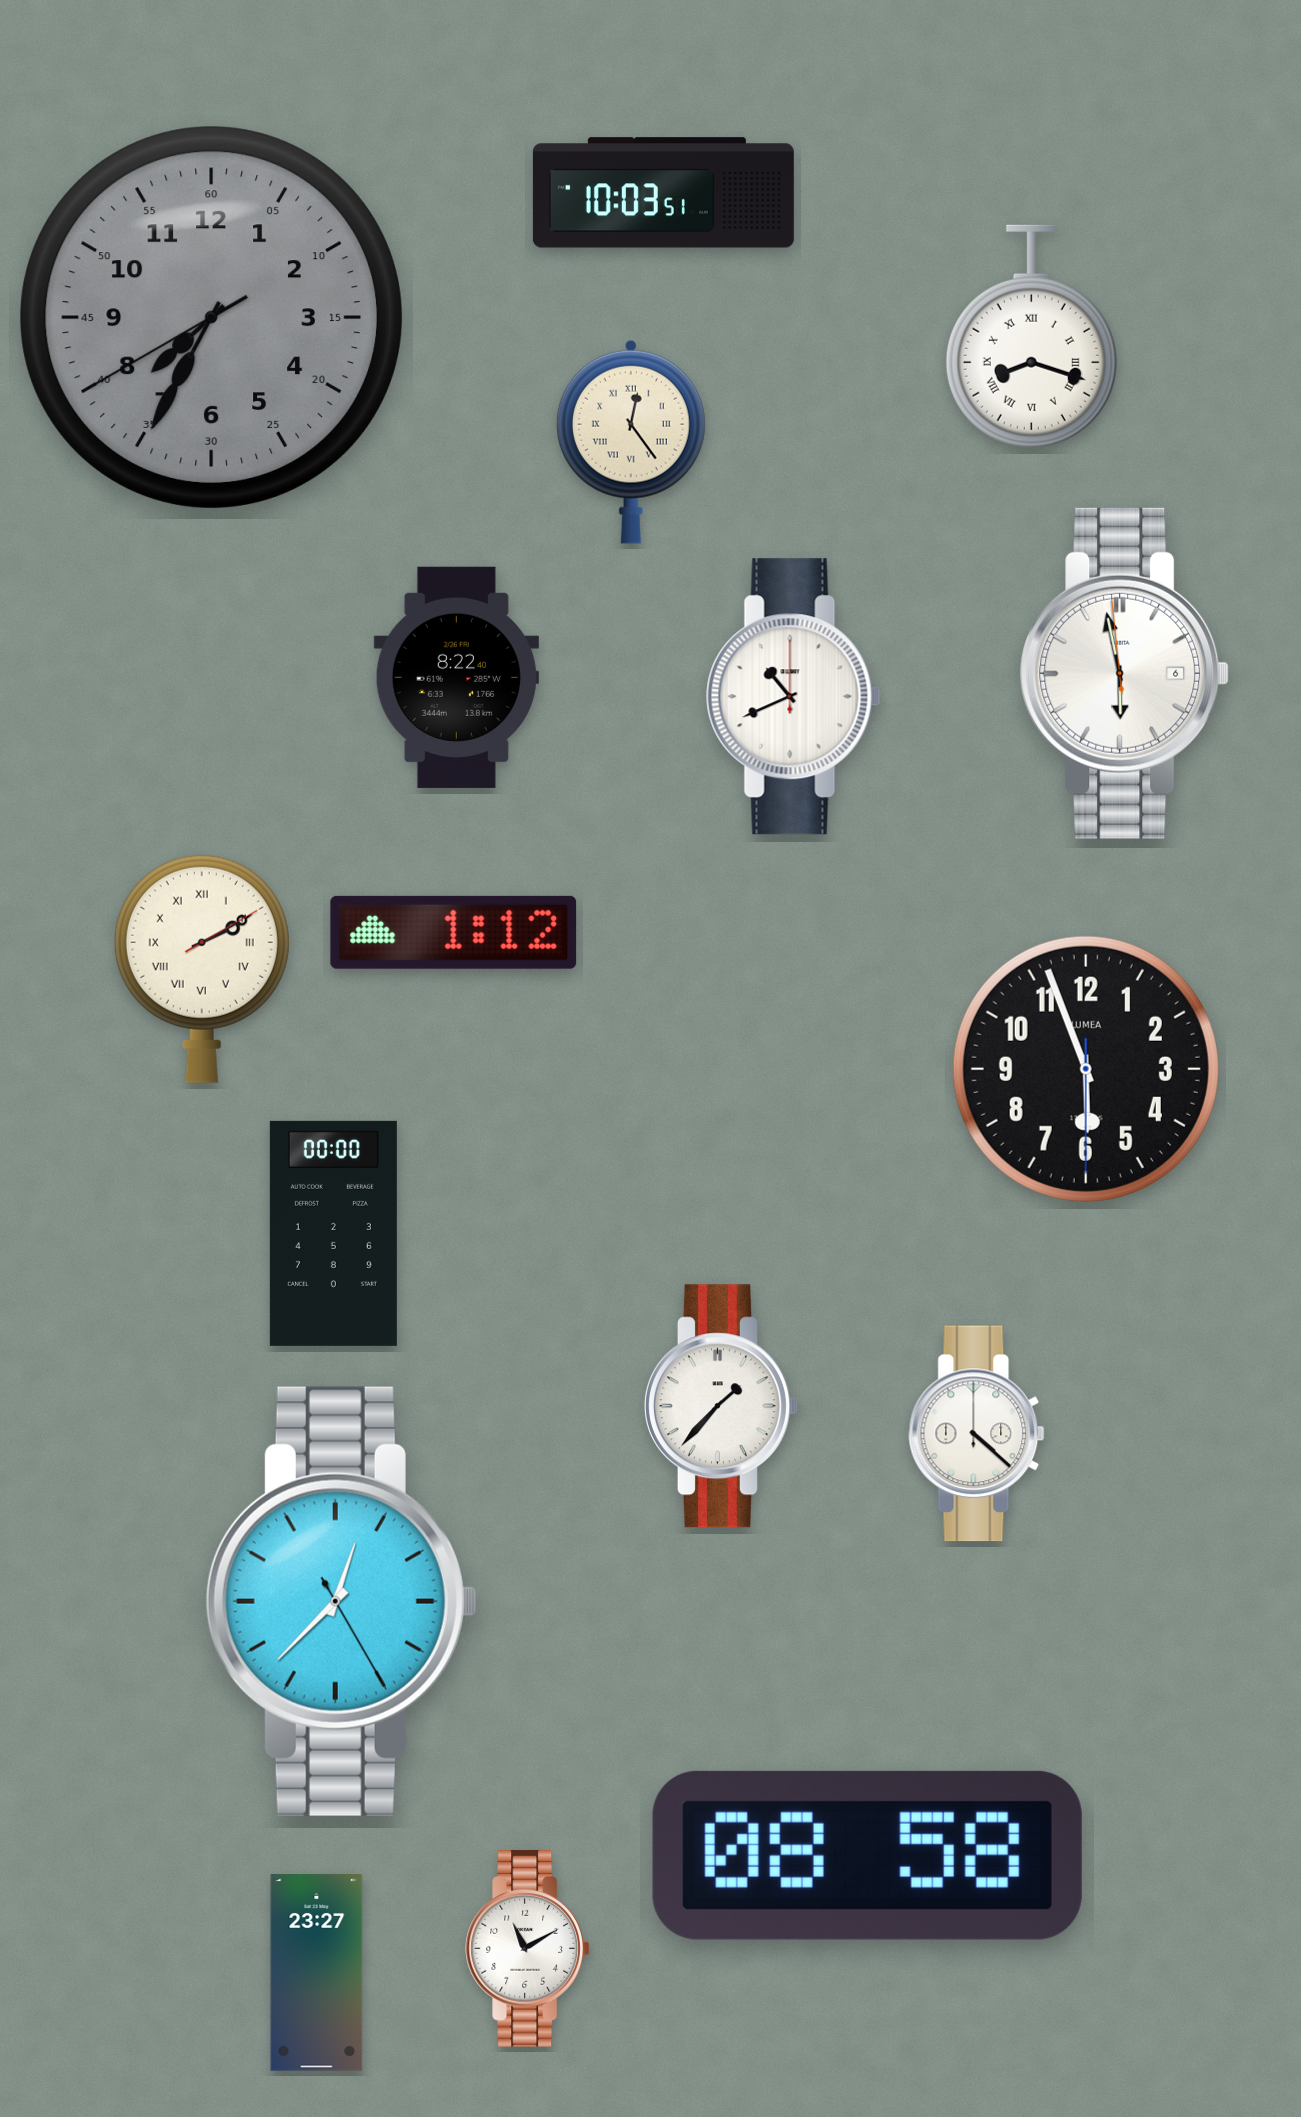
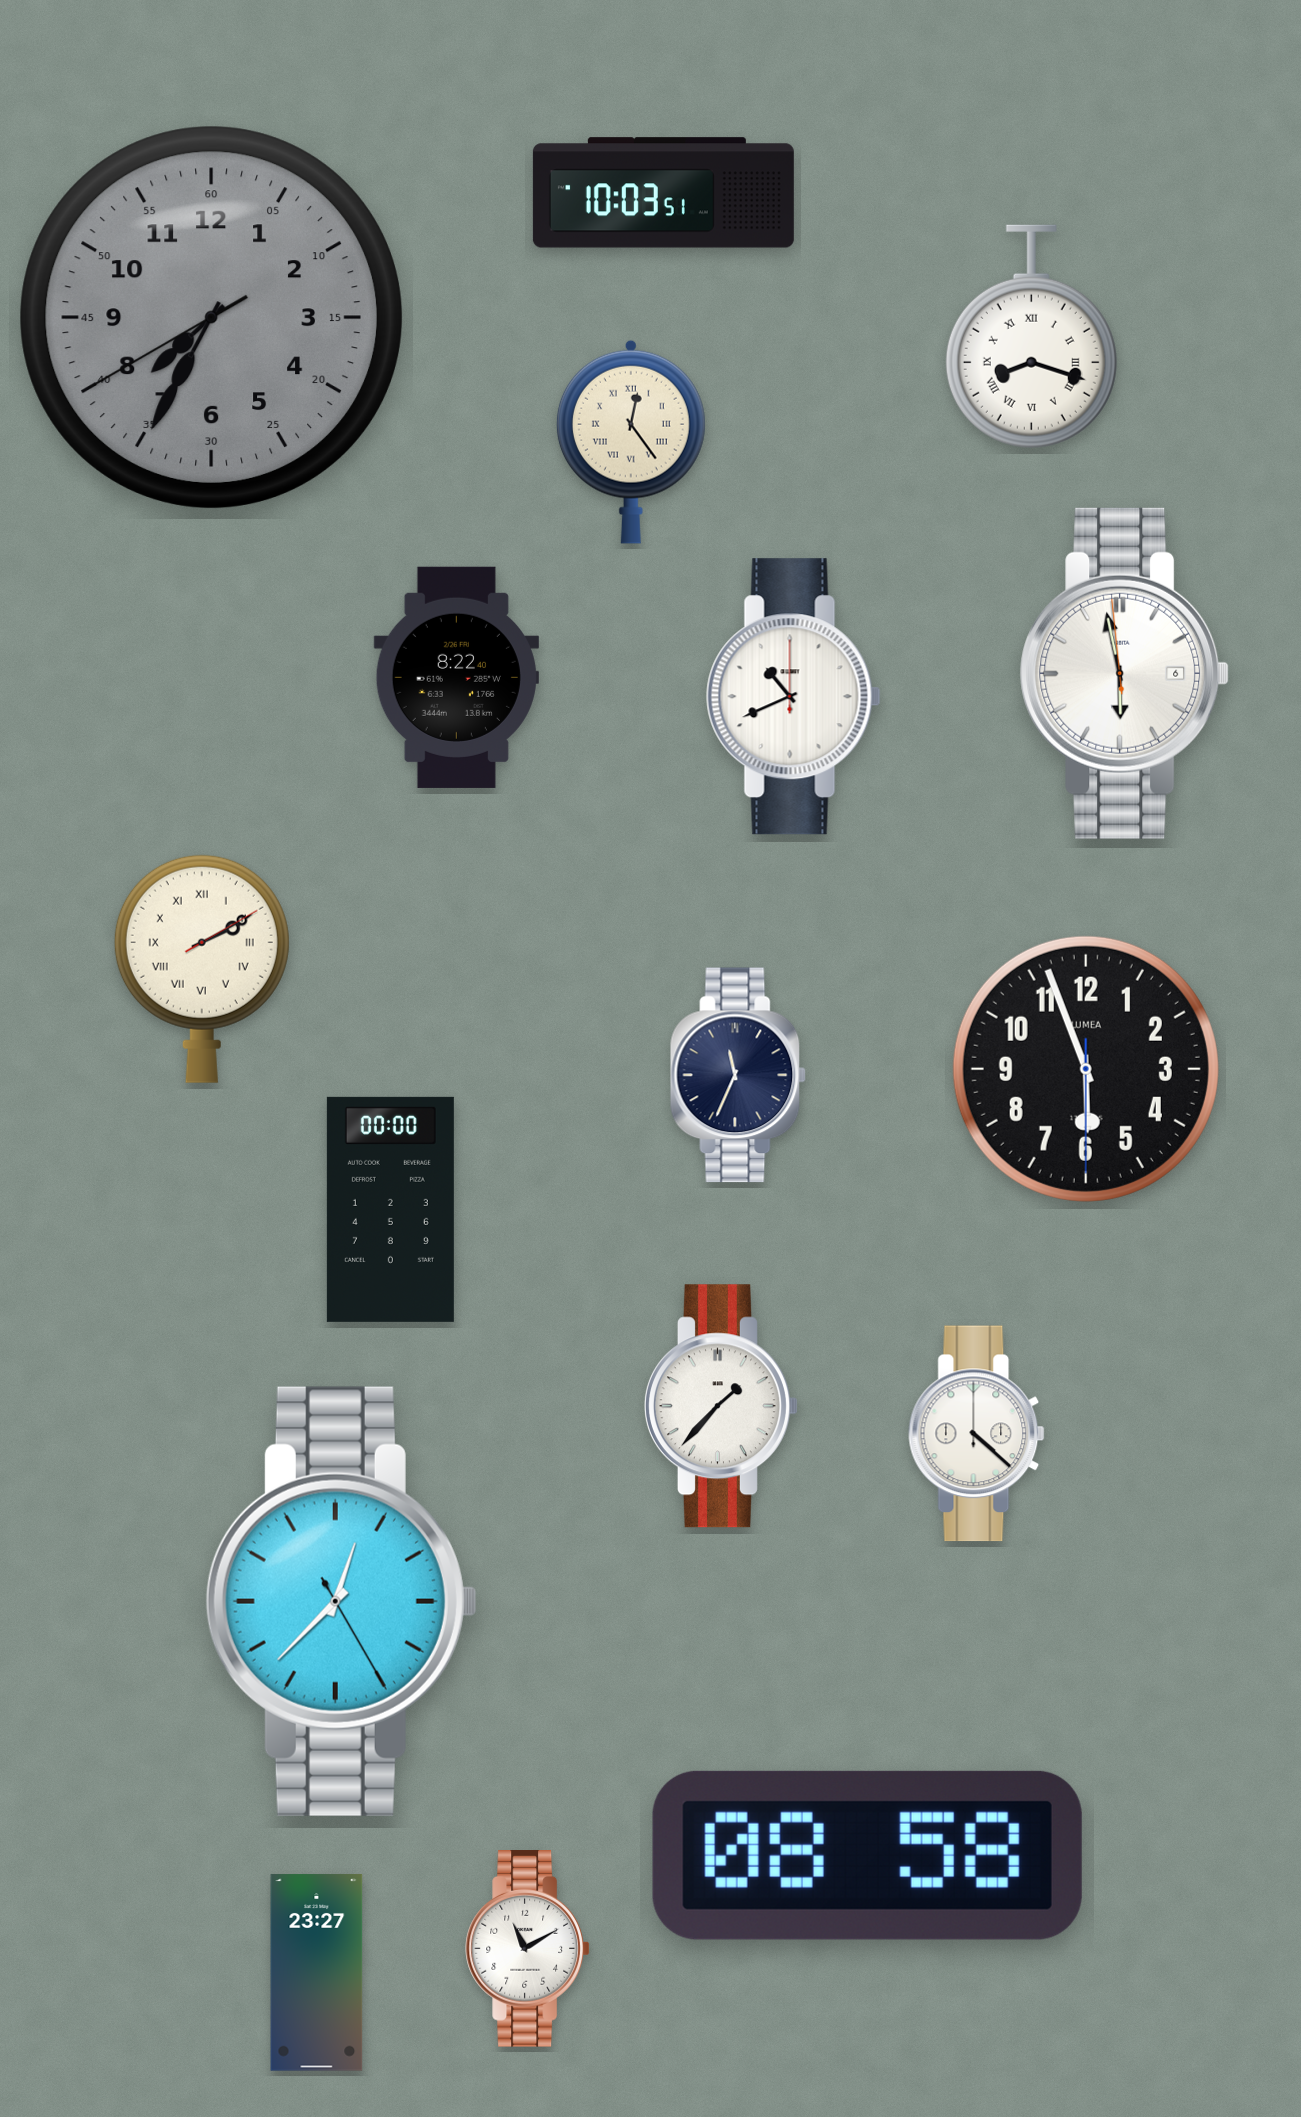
clock at (454, 932): 1:12 -> none
clock at (738, 1075): none -> 11:34
clock at (333, 1233) position: (333, 1233) -> (390, 1209)
